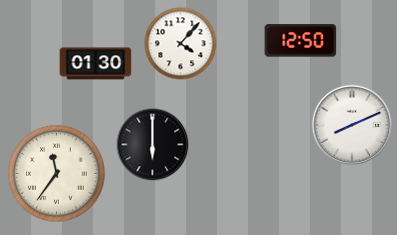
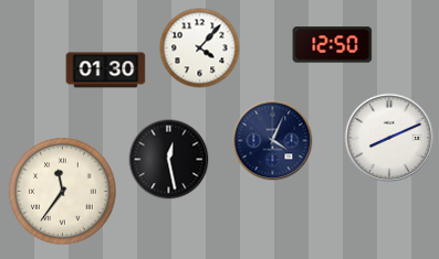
clock at (273, 141): none -> 4:04
clock at (153, 145): 6:00 -> 12:28
